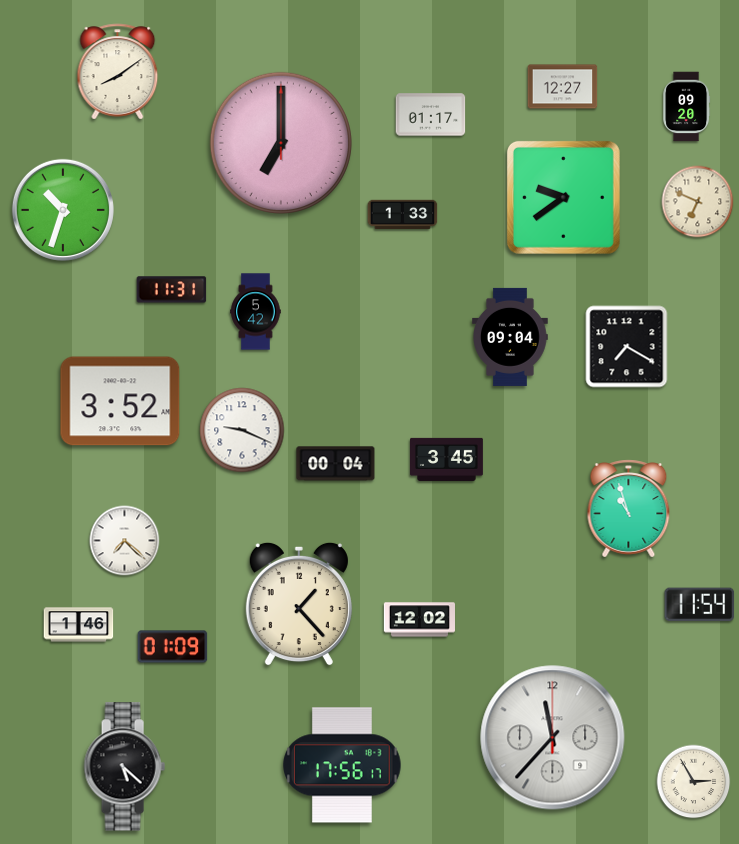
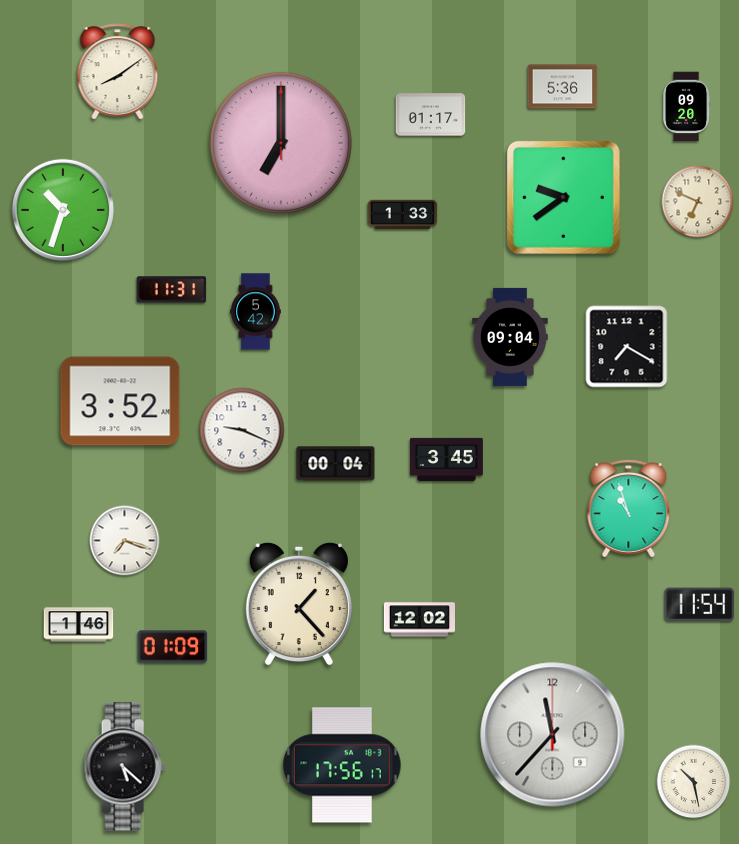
clock at (563, 87): 12:27 -> 5:36
clock at (125, 541): 7:22 -> 7:18
clock at (553, 738) position: (553, 738) -> (553, 735)
clock at (694, 782): 2:55 -> 10:28
